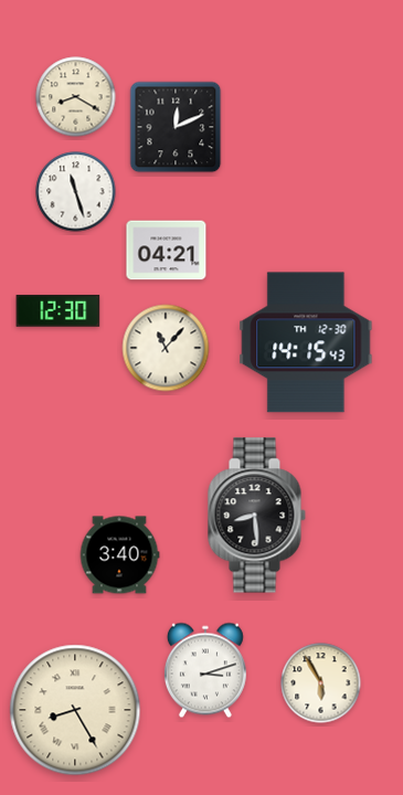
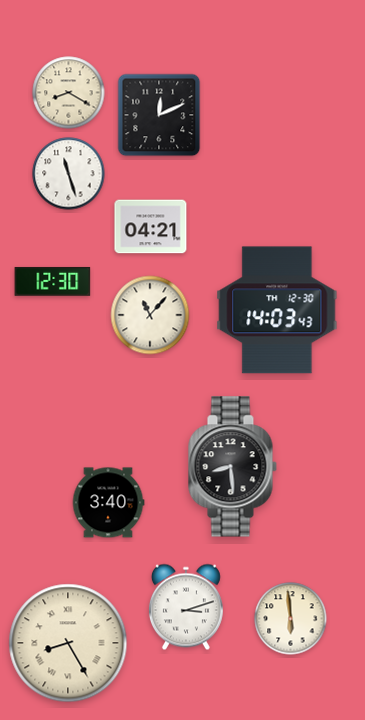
clock at (76, 97) position: (76, 97) -> (69, 93)
clock at (306, 342): 14:15 -> 14:03
clock at (321, 683): 5:55 -> 5:59
